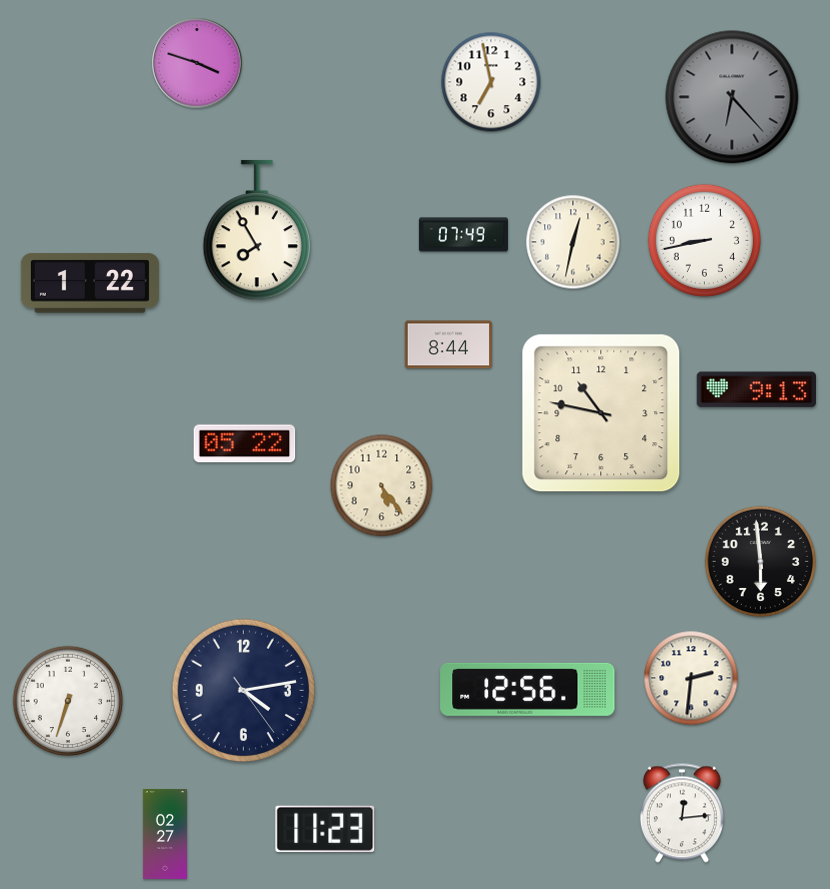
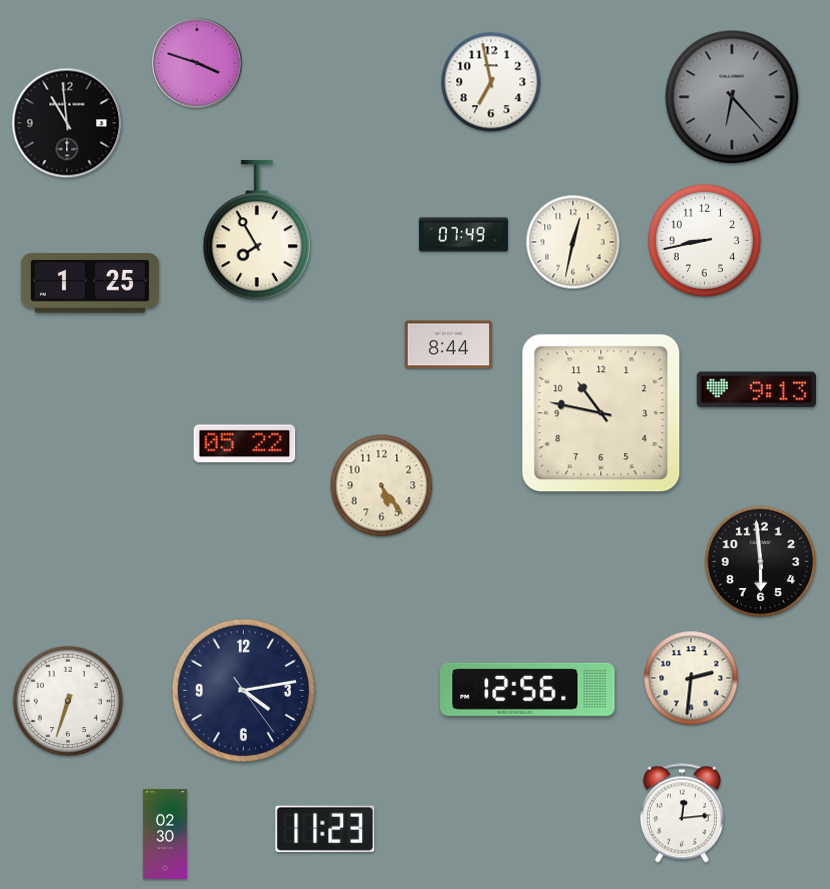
clock at (67, 123): none -> 10:59
clock at (90, 283): 1:22 -> 1:25
clock at (165, 834): 02:27 -> 02:30
